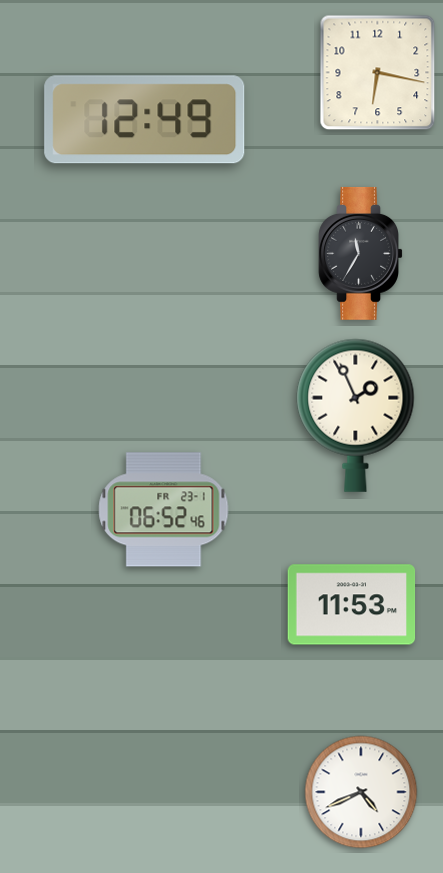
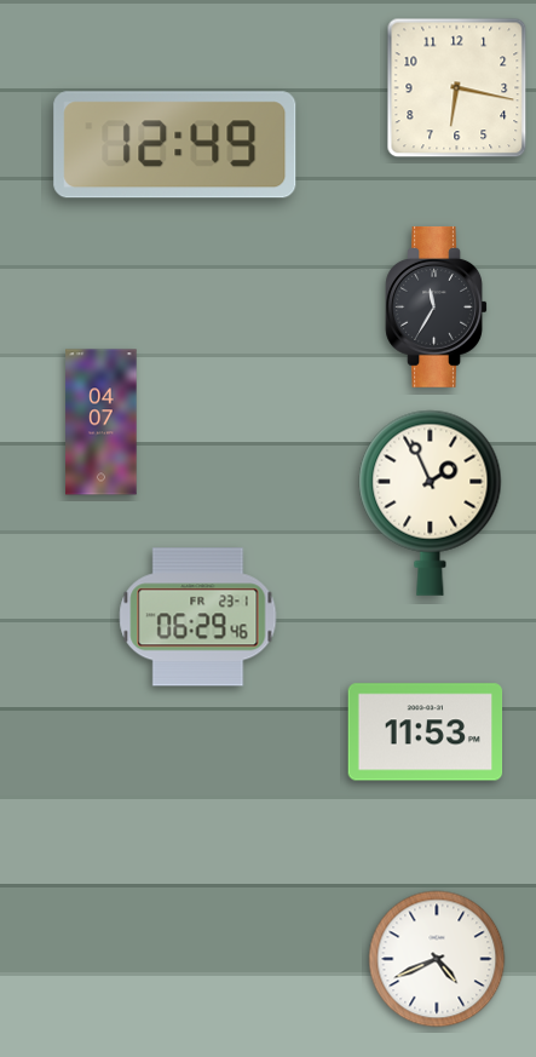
clock at (102, 423): none -> 04:07
clock at (164, 510): 06:52 -> 06:29
